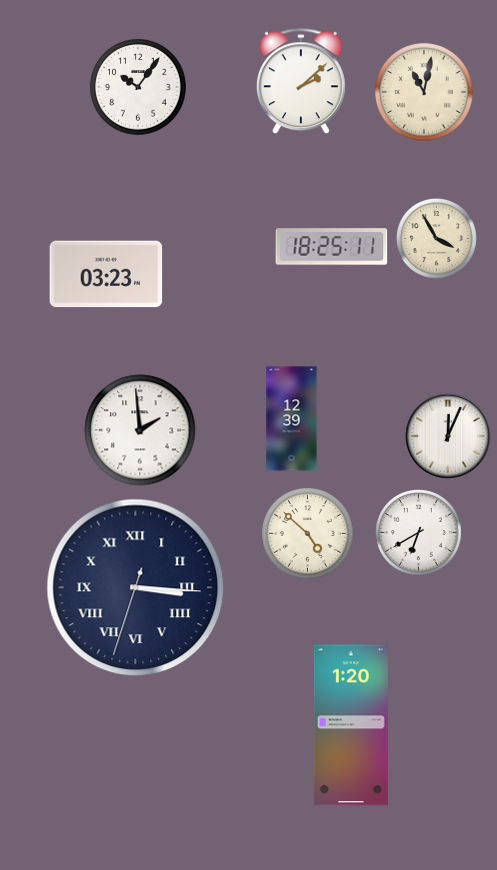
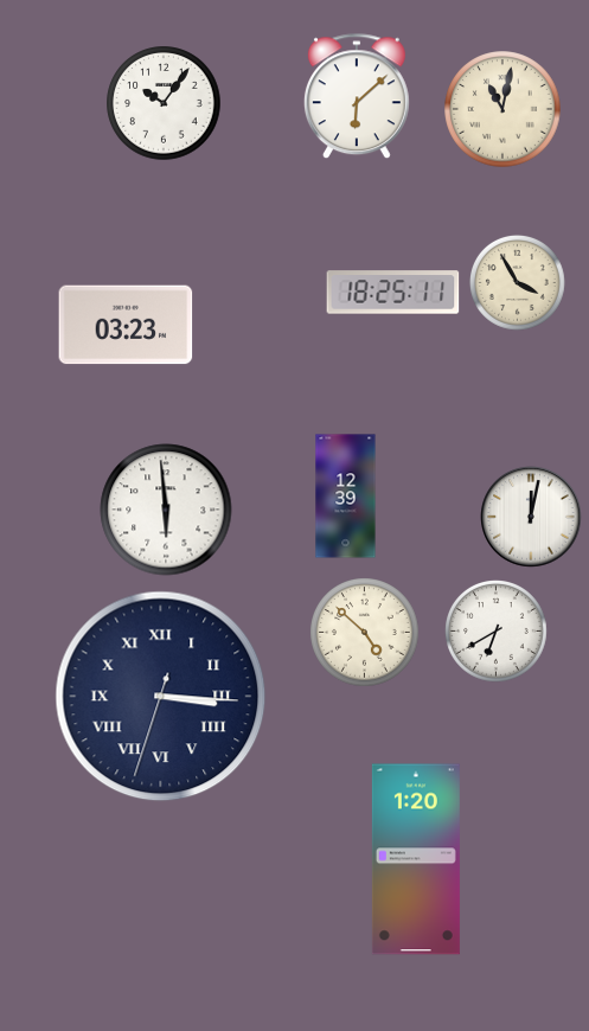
clock at (301, 82): 2:08 -> 6:08
clock at (140, 430): 1:59 -> 5:59
clock at (448, 436): 12:04 -> 12:02
